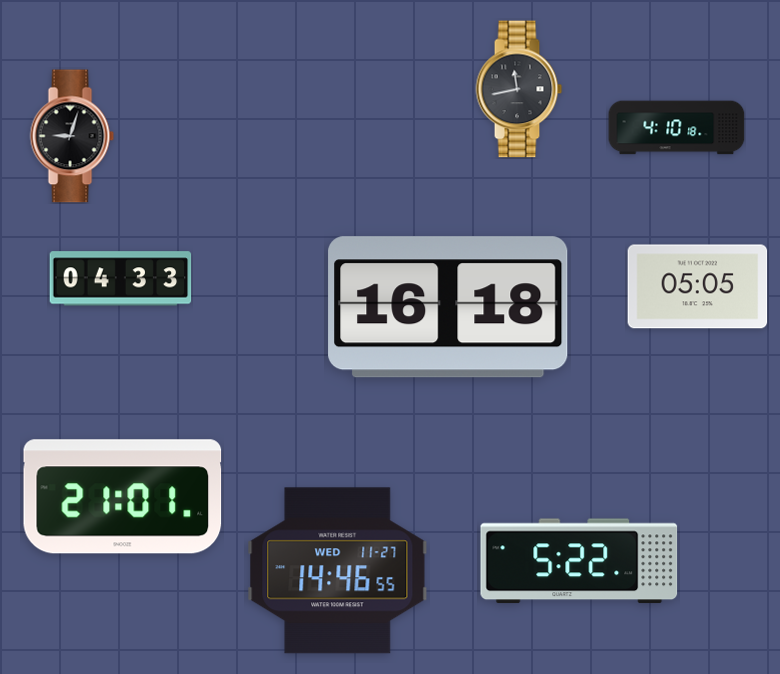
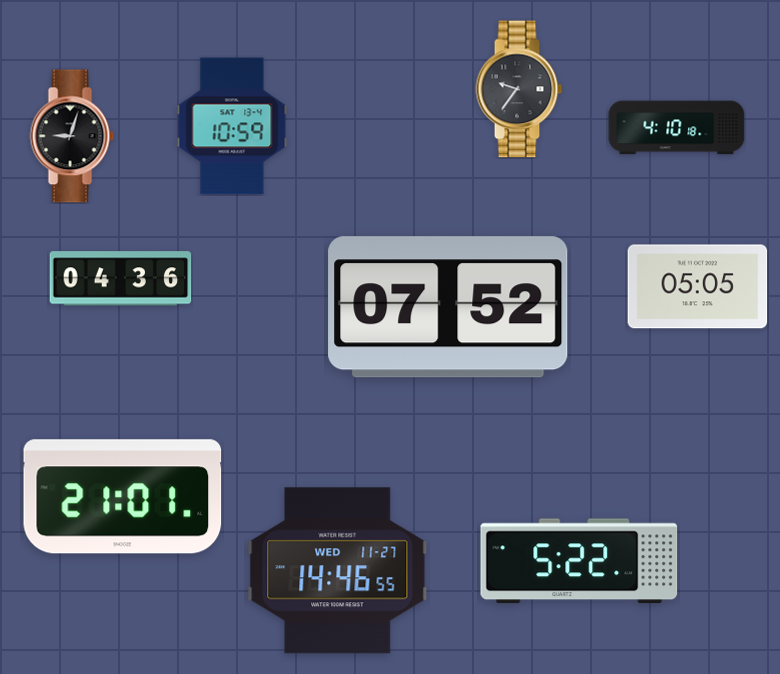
clock at (519, 89): 11:43 -> 9:36
clock at (232, 126): none -> 10:59
clock at (121, 279): 04:33 -> 04:36
clock at (448, 307): 16:18 -> 07:52
